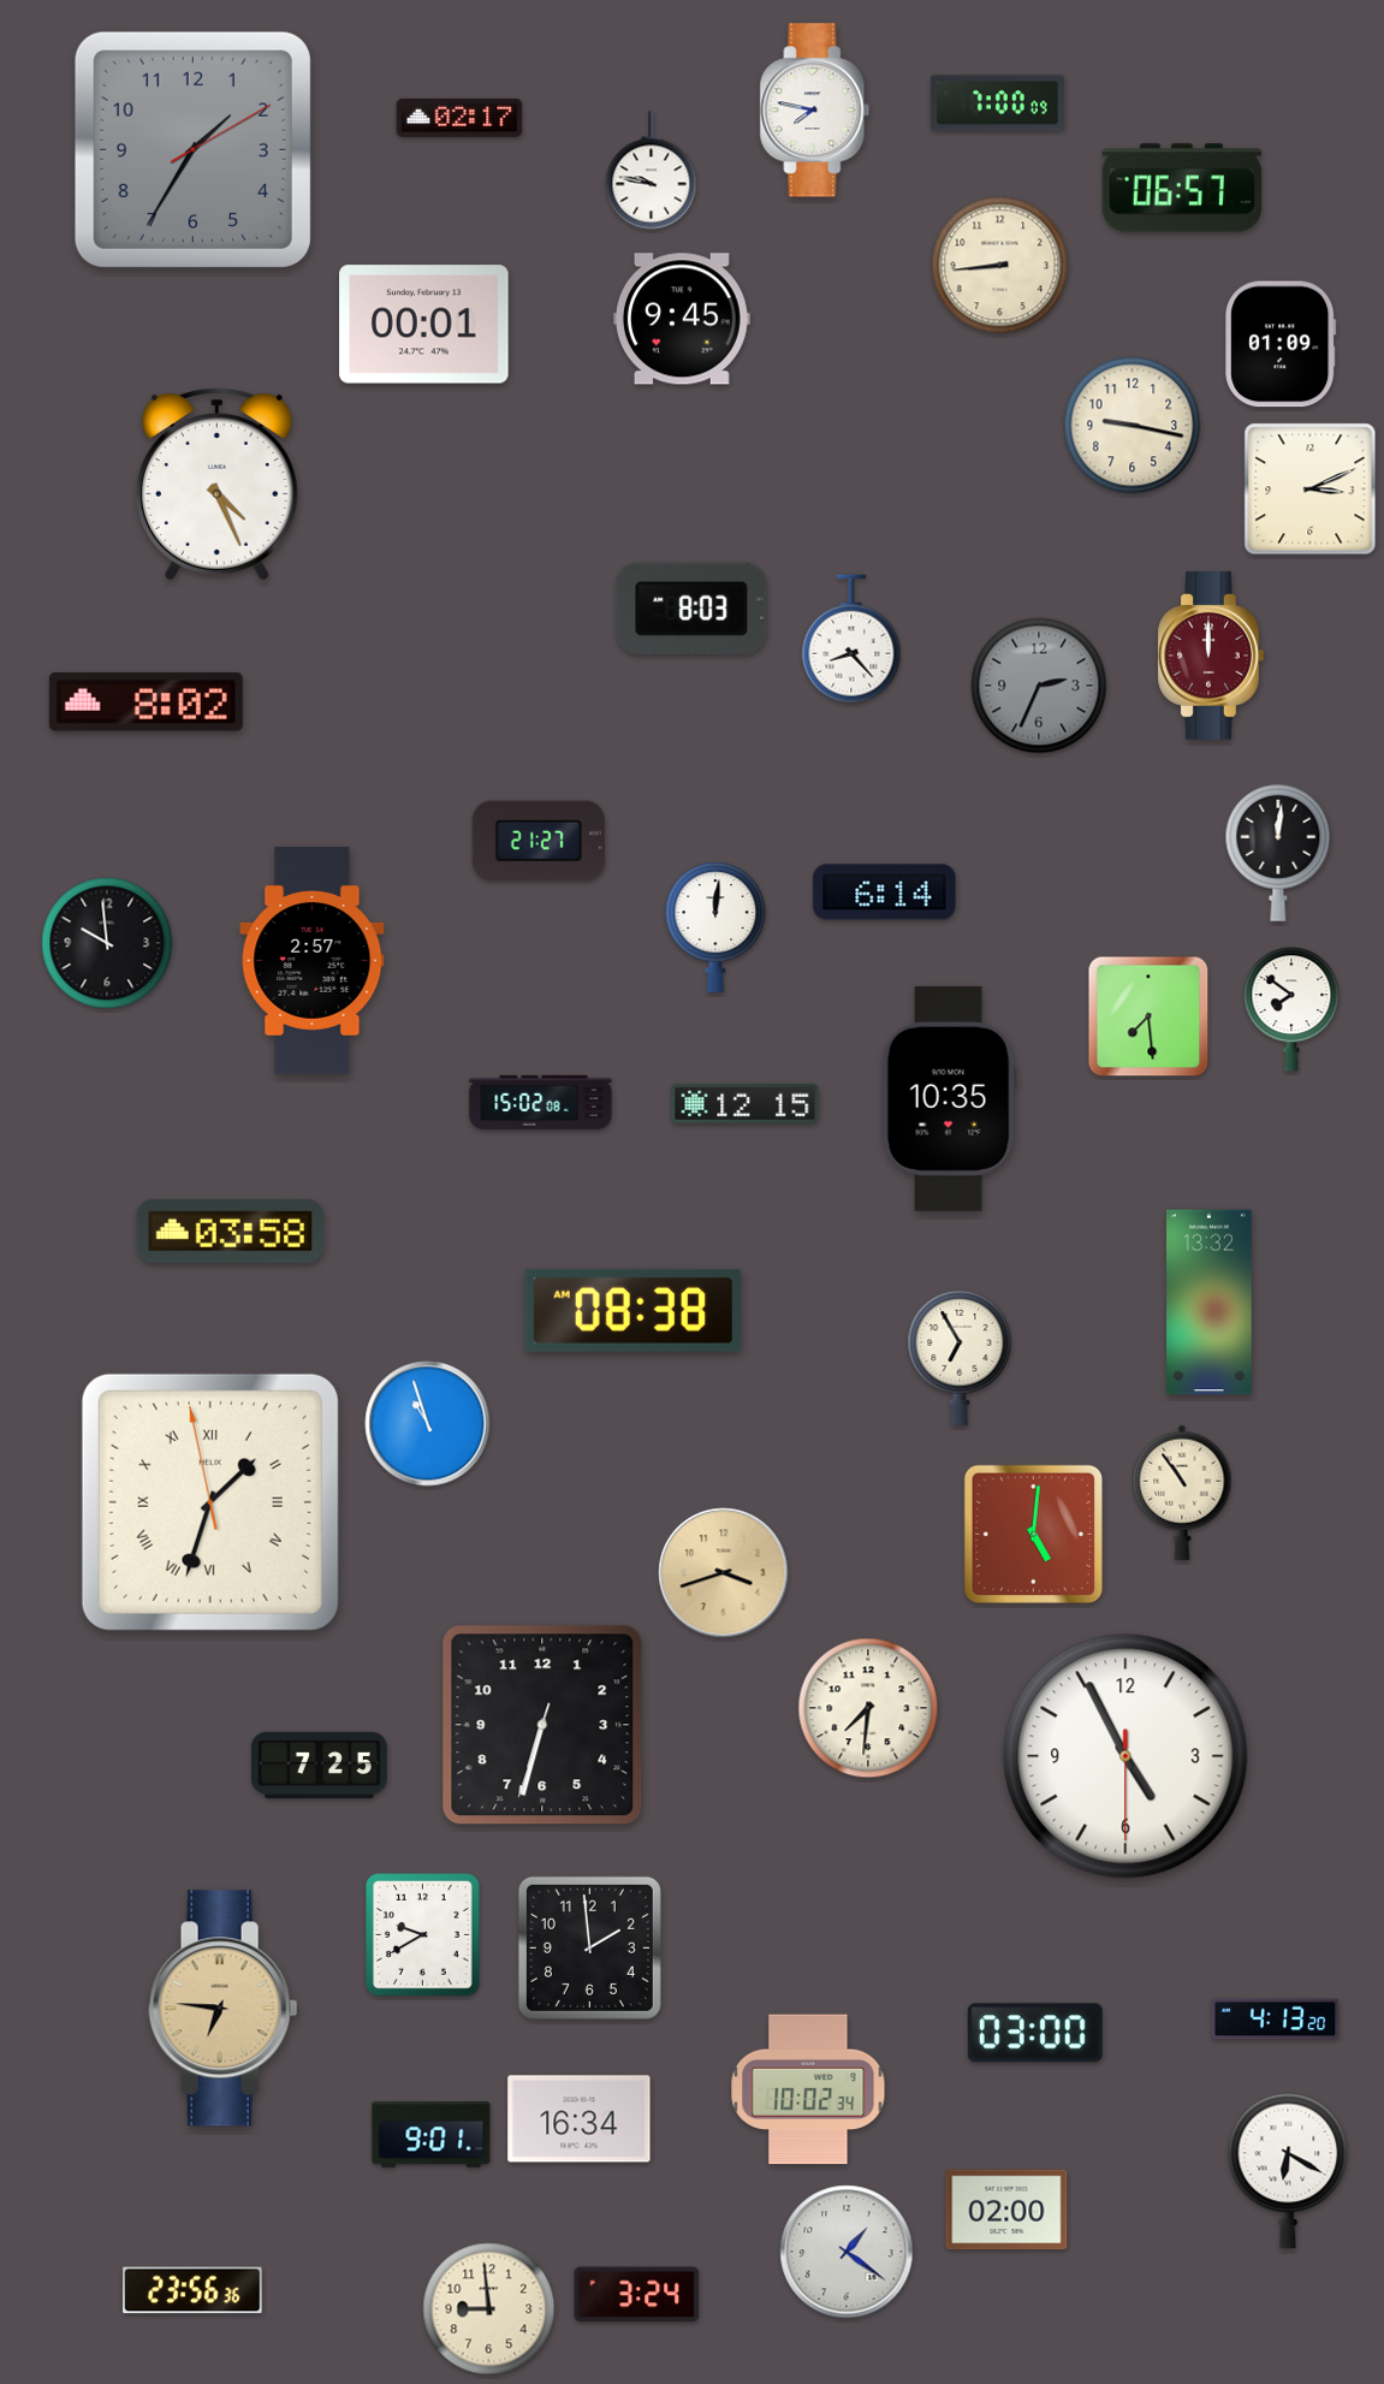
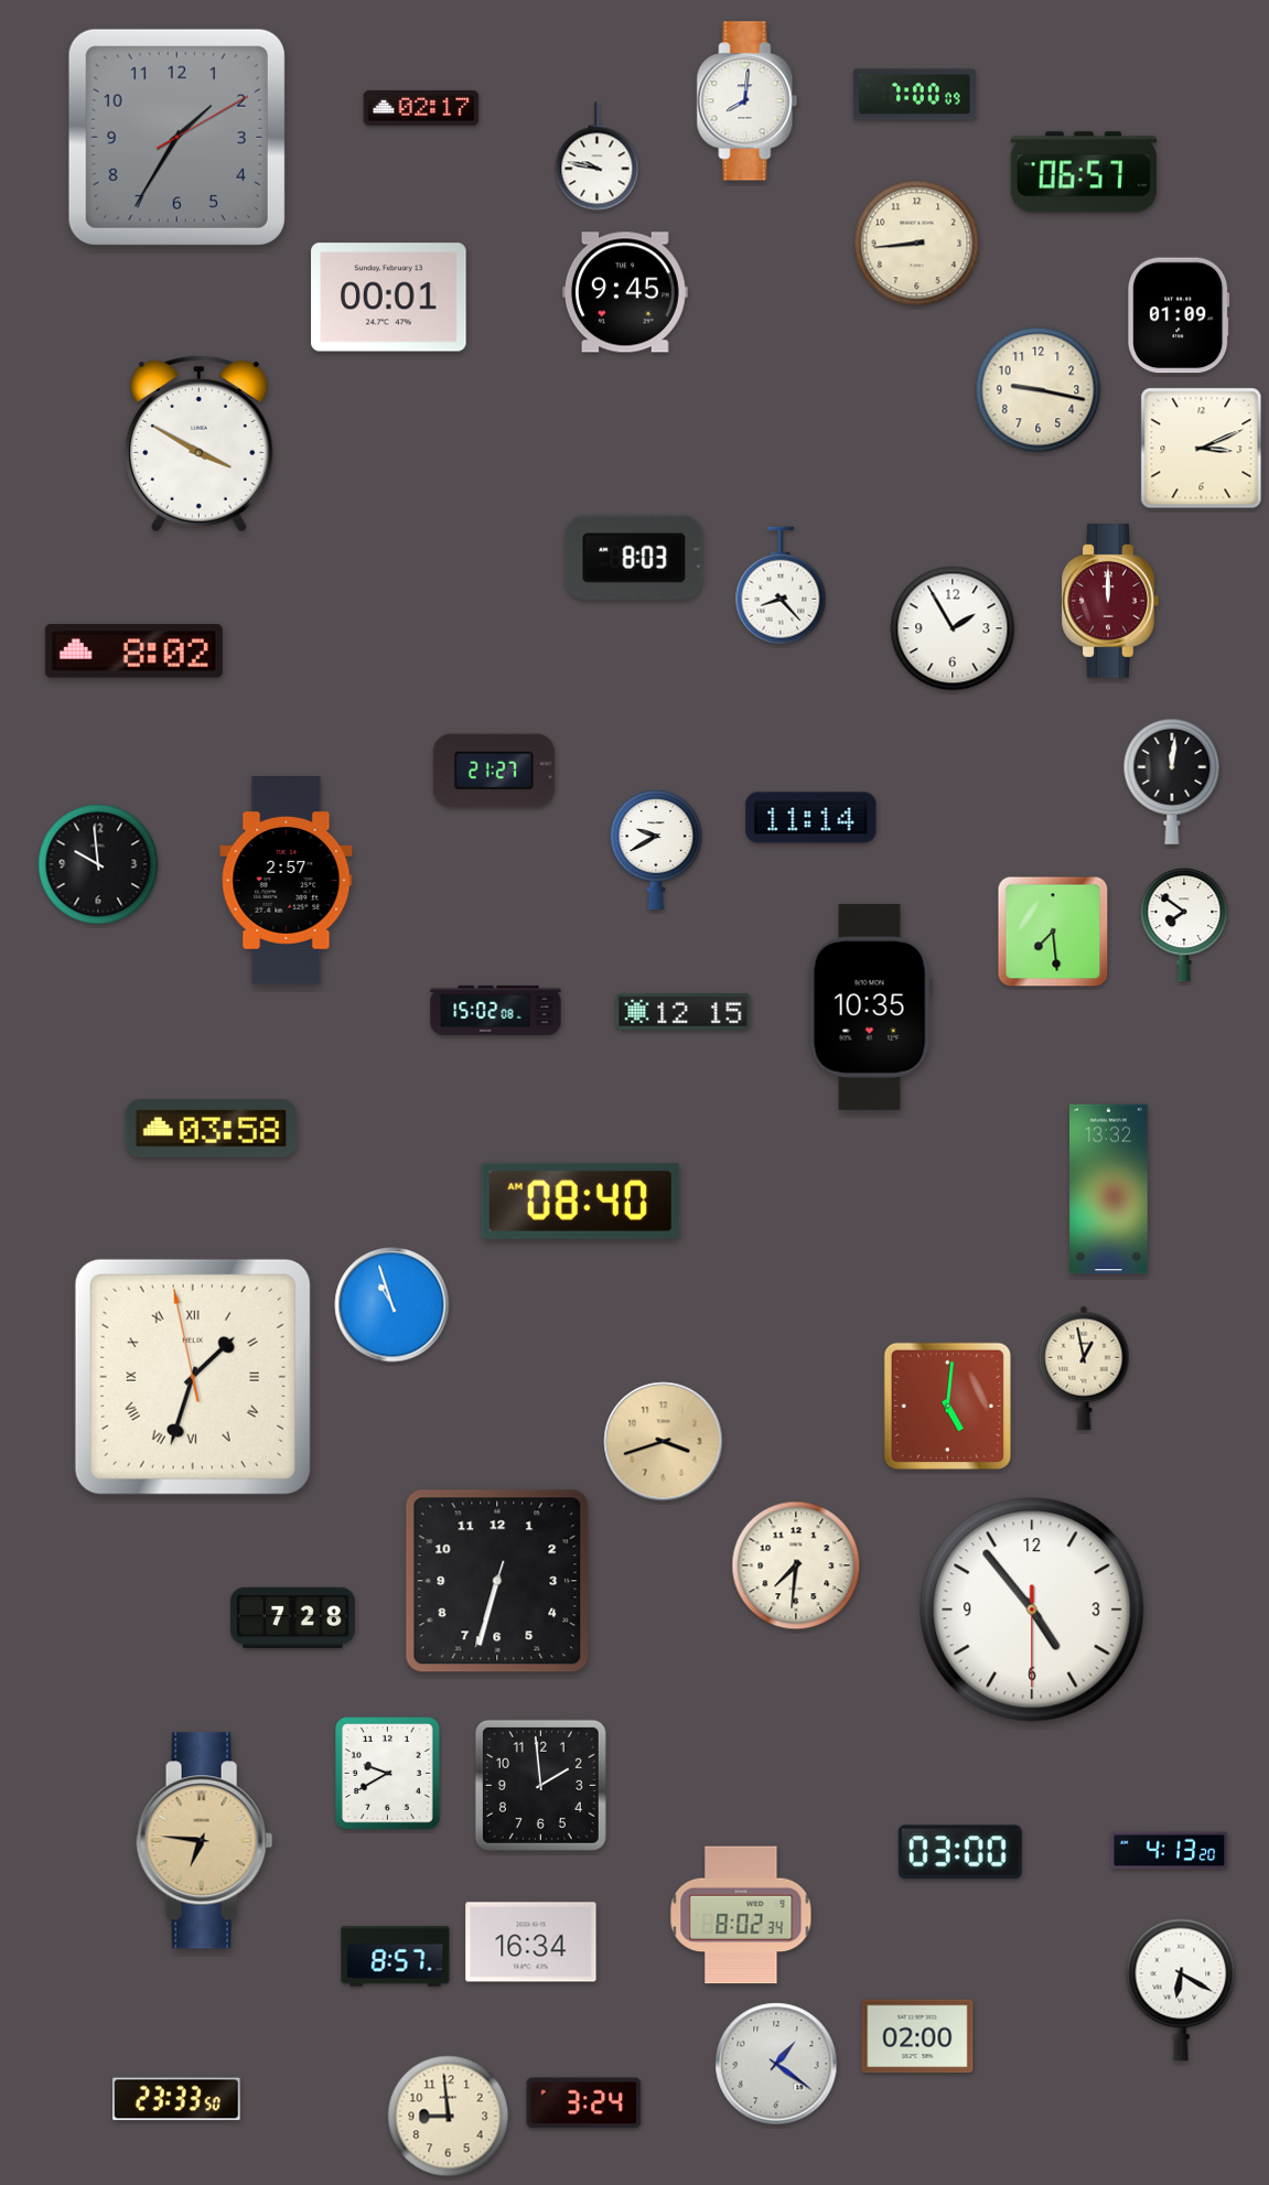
clock at (815, 111): 7:47 -> 8:01
clock at (1281, 344) position: (1281, 344) -> (1179, 315)
clock at (216, 485): 4:26 -> 3:50
clock at (1039, 686): 2:34 -> 1:55
clock at (1039, 686) dial: grey -> white
clock at (145, 702) position: (145, 702) -> (133, 652)
clock at (885, 892): 6:14 -> 11:14
clock at (715, 926): 12:01 -> 9:40
clock at (1210, 1303) position: (1210, 1303) -> (1109, 1190)
clock at (634, 1310): 08:38 -> 08:40
clock at (960, 1357): 6:55 -> none
clock at (1182, 1493): 10:54 -> 12:58
clock at (1125, 1756): 4:55 -> 4:53
clock at (319, 1765): 7:25 -> 7:28
clock at (1035, 2033) position: (1035, 2033) -> (960, 1852)
clock at (808, 2089): 10:02 -> 8:02
clock at (432, 2135): 9:01 -> 8:57
clock at (1006, 2210) position: (1006, 2210) -> (917, 2036)
clock at (192, 2290): 23:56 -> 23:33
